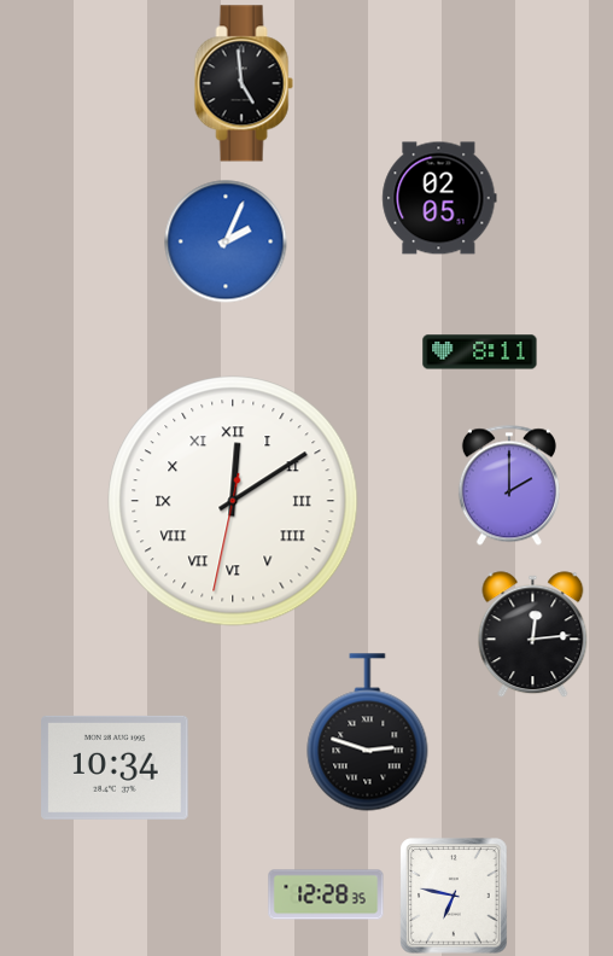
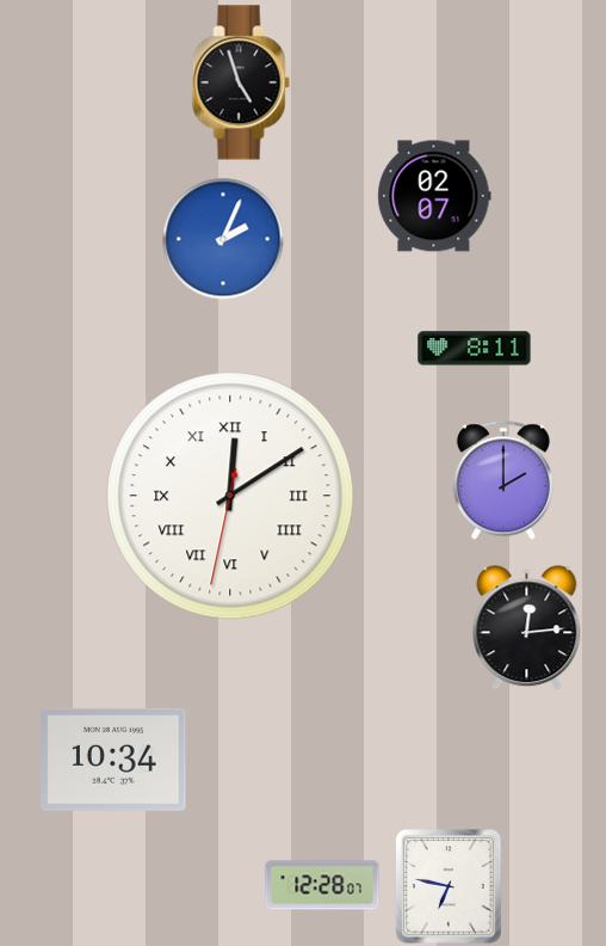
clock at (244, 83): 4:59 -> 4:57
clock at (439, 198): 02:05 -> 02:07
clock at (368, 733): 2:48 -> none
clock at (326, 894): 12:28:35 -> 12:28:07
